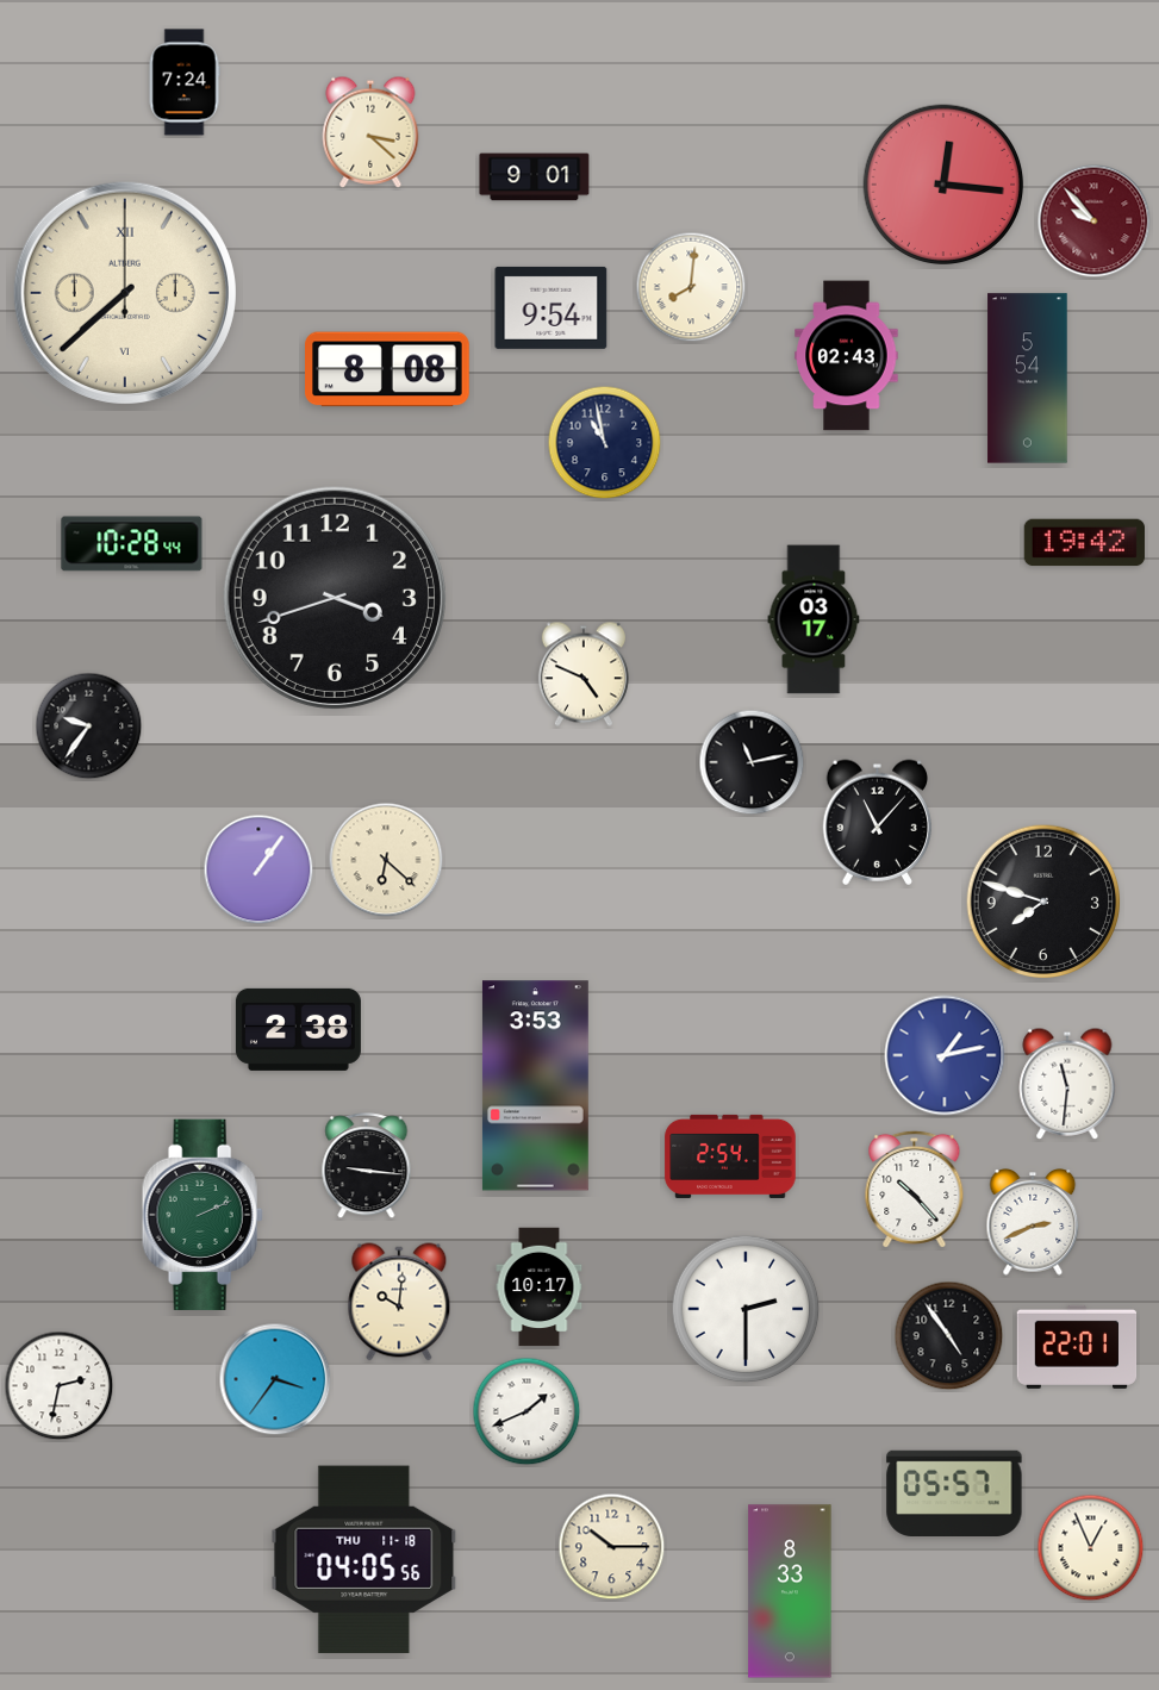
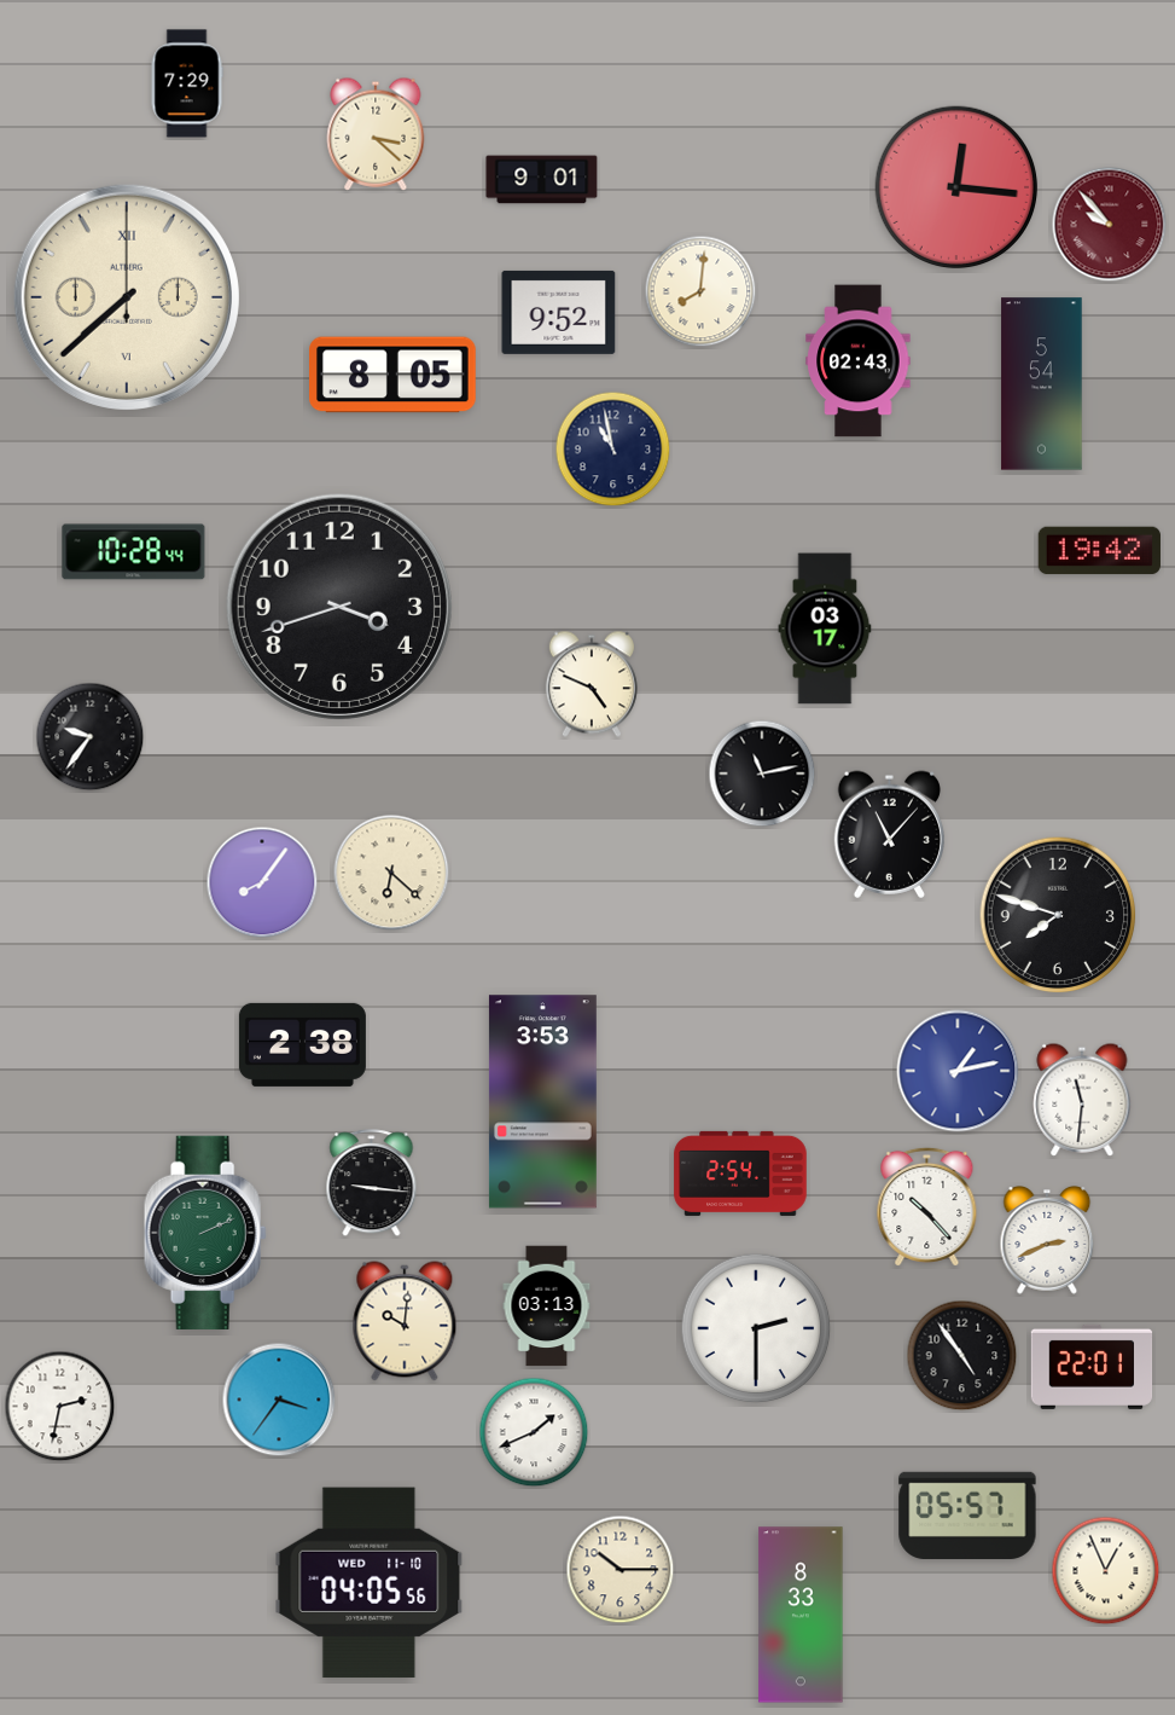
clock at (185, 82): 7:24 -> 7:29
clock at (552, 307): 9:54 -> 9:52
clock at (388, 369): 8:08 -> 8:05
clock at (258, 869): 1:06 -> 8:06
clock at (540, 1287): 10:17 -> 03:13
clock at (364, 1560) date: THU 11-18 -> WED 11-10
